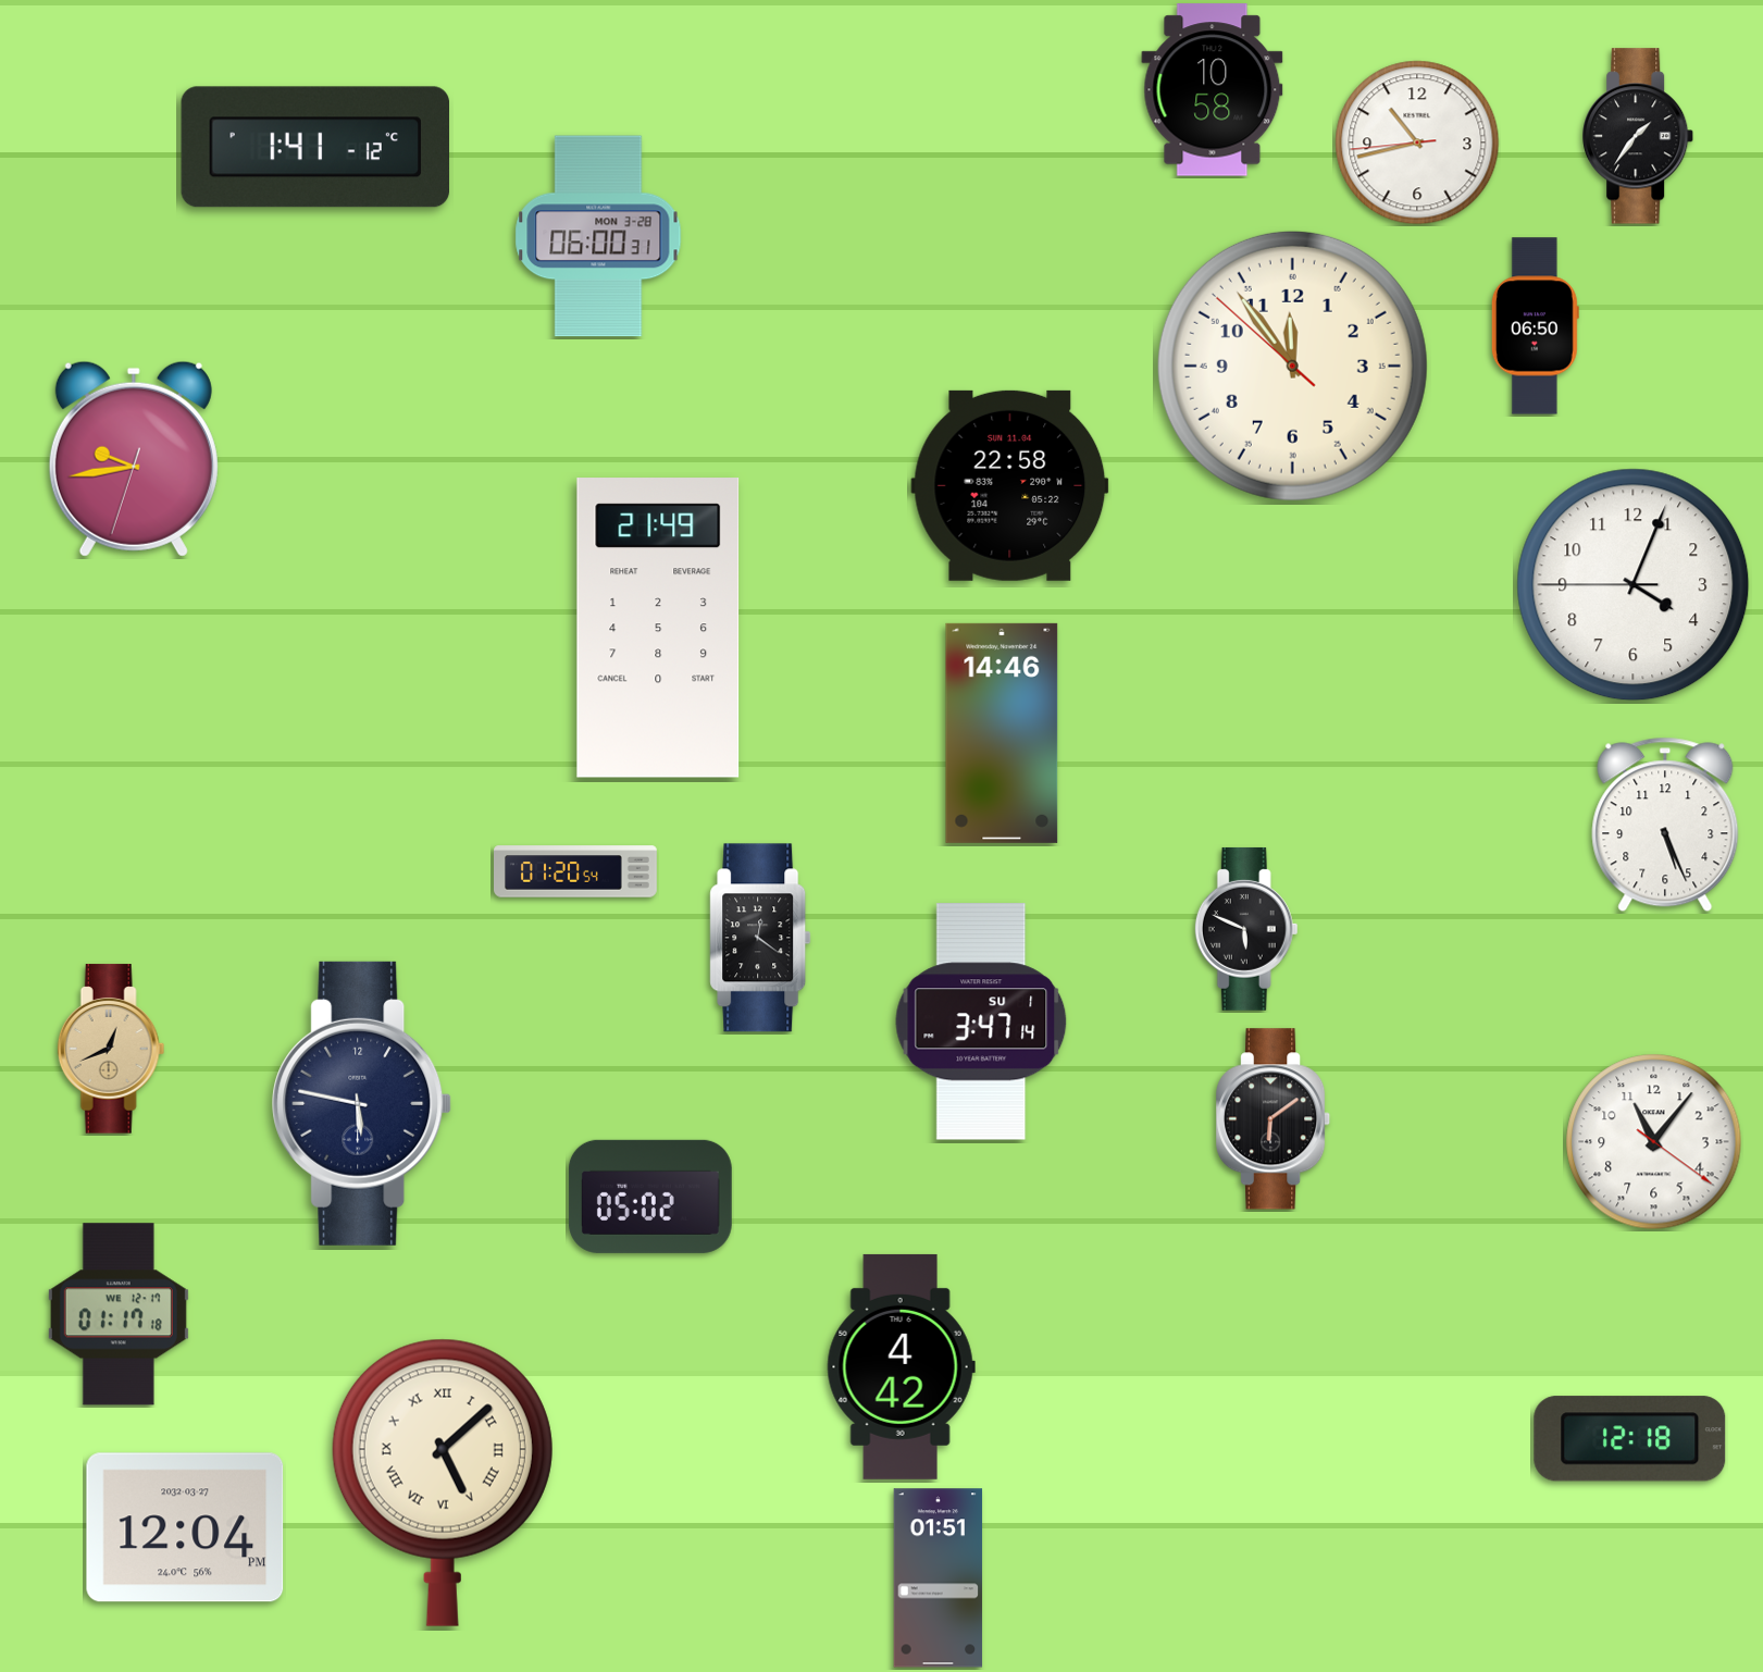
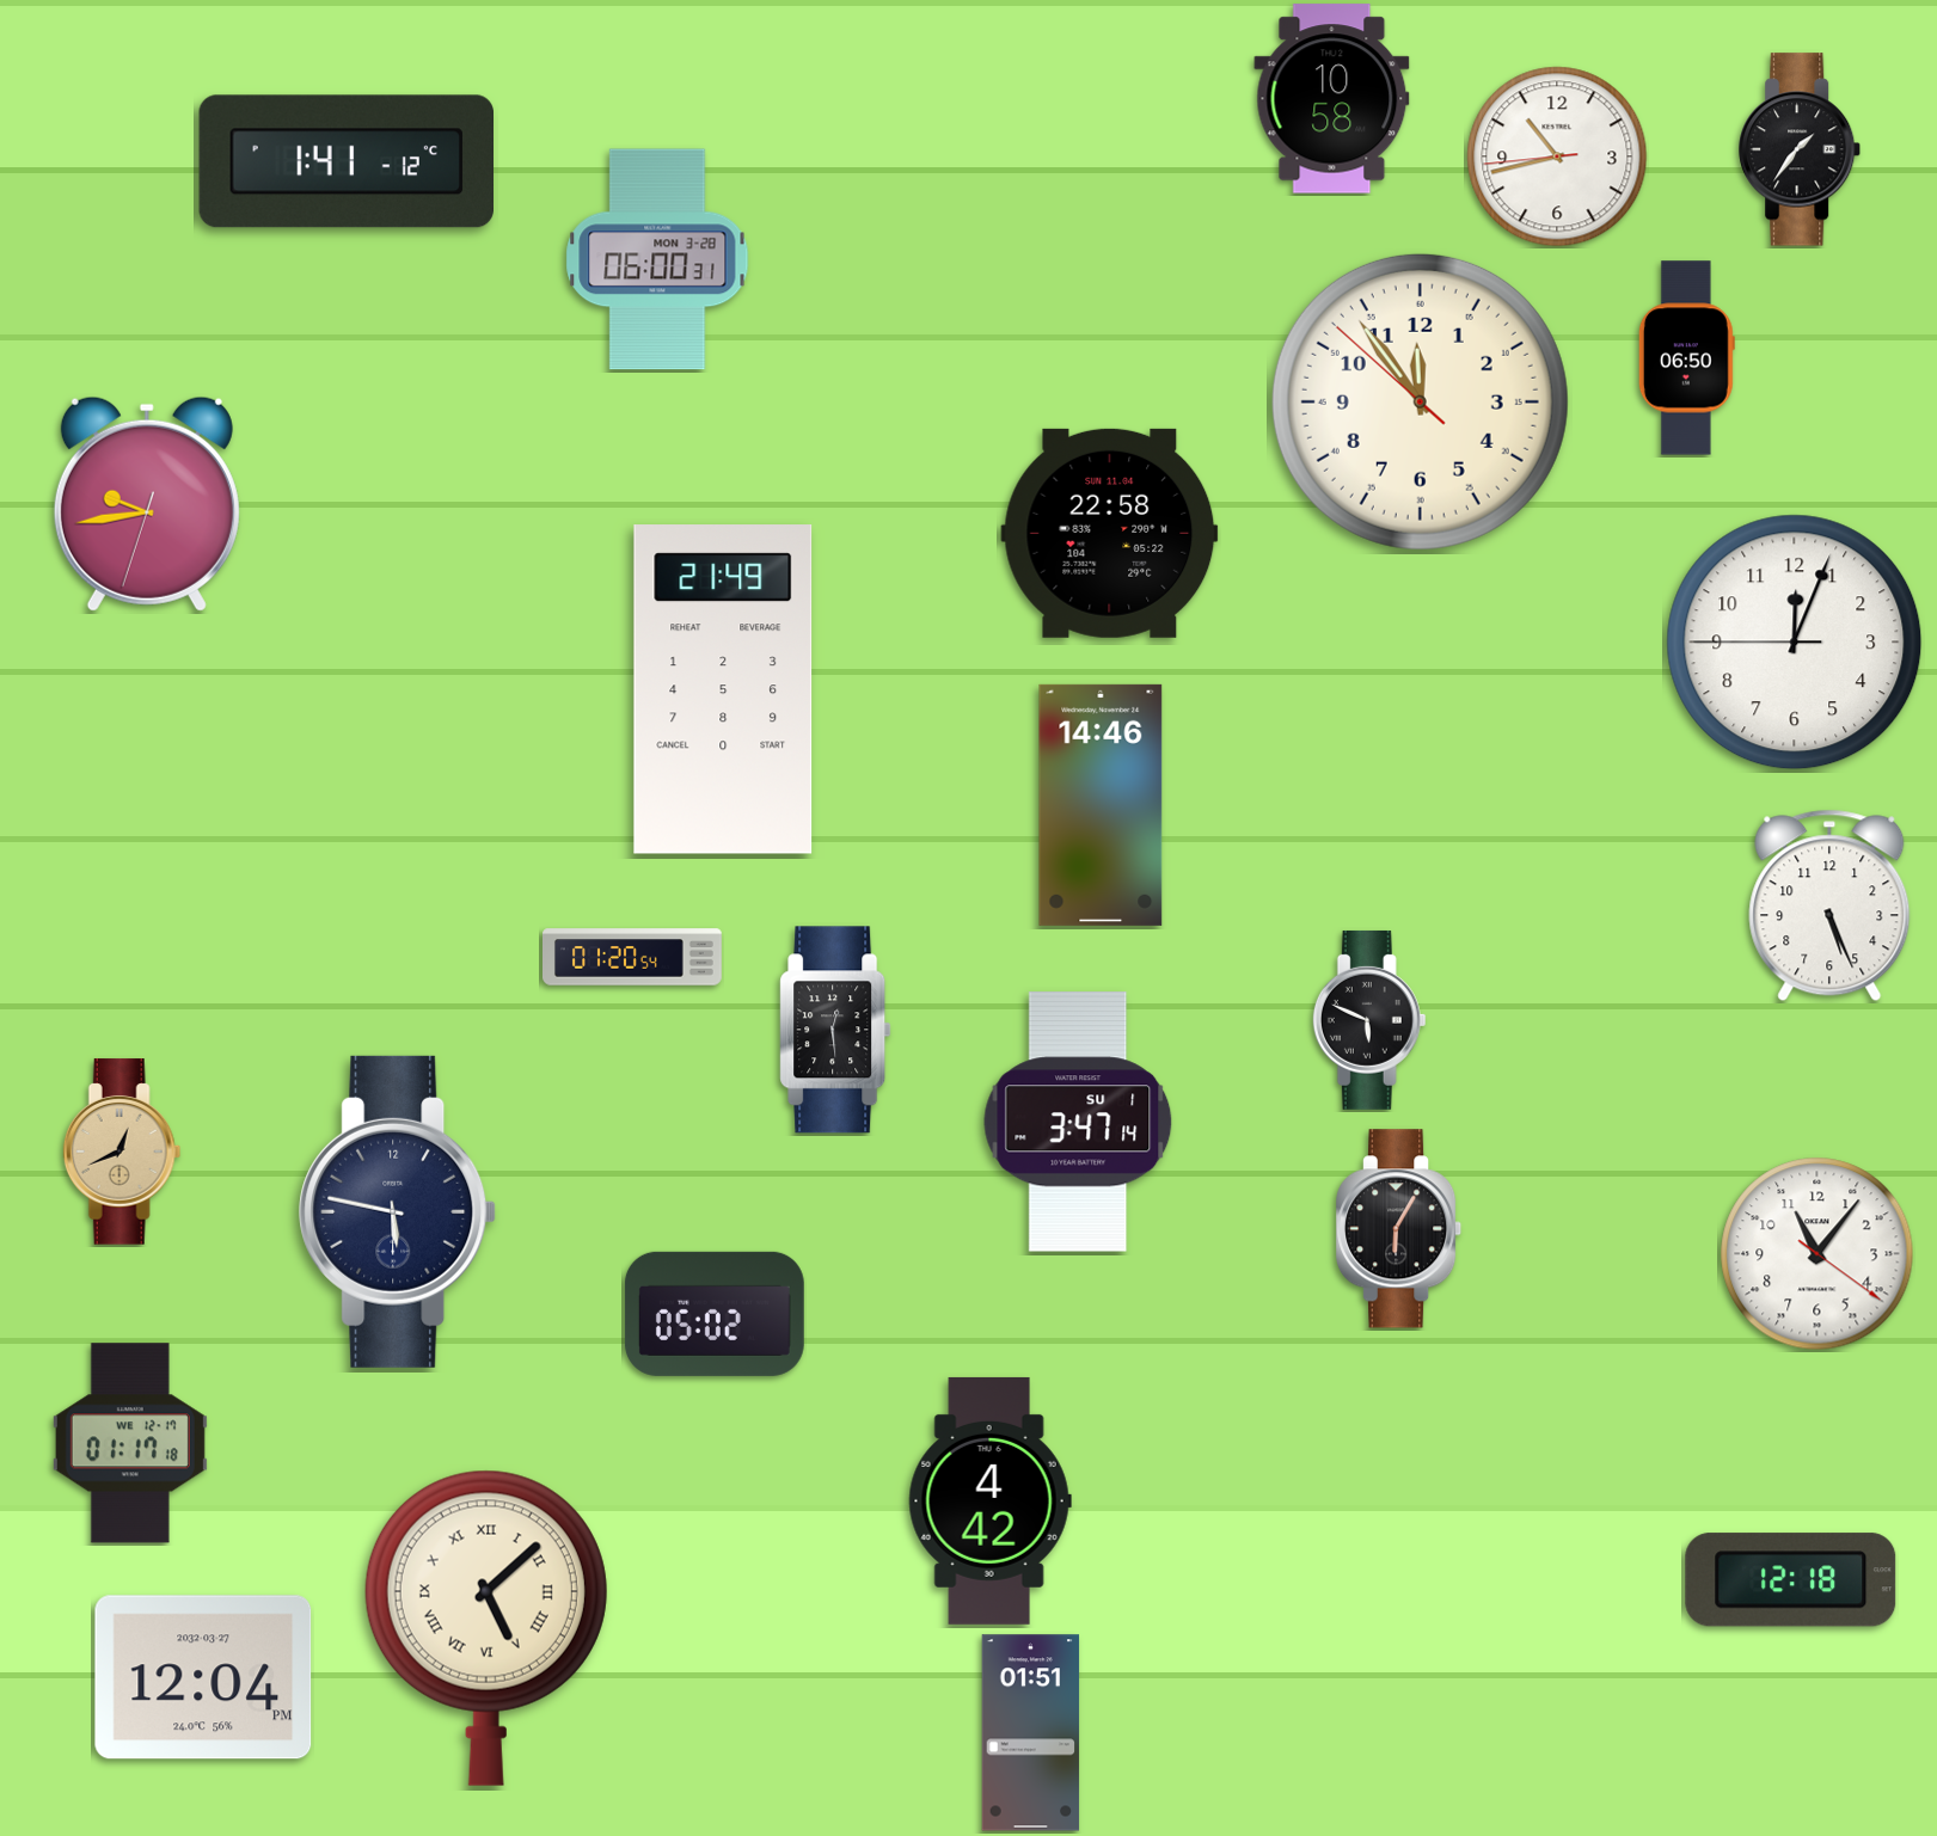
clock at (1634, 585): 4:03 -> 12:03
clock at (760, 938): 12:21 -> 12:29
clock at (1275, 1119): 6:09 -> 6:05
